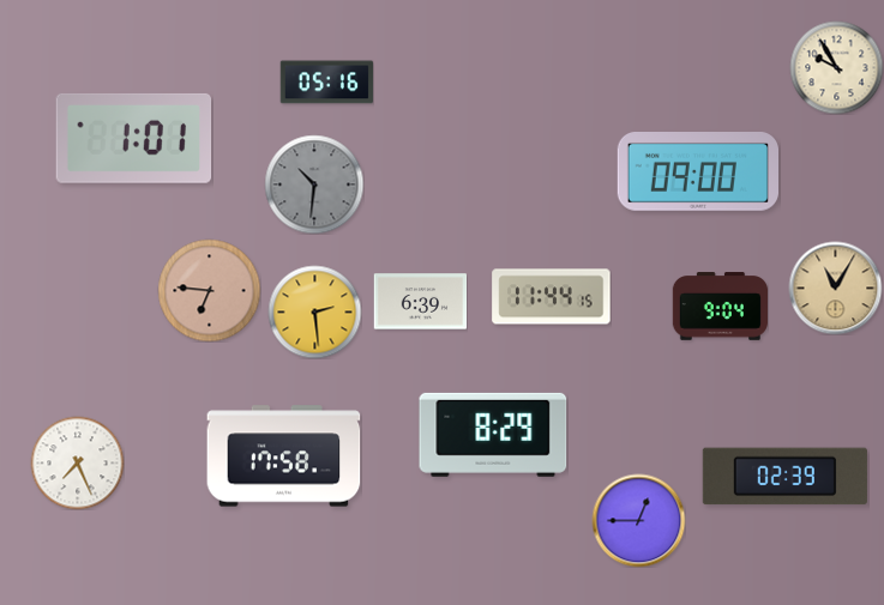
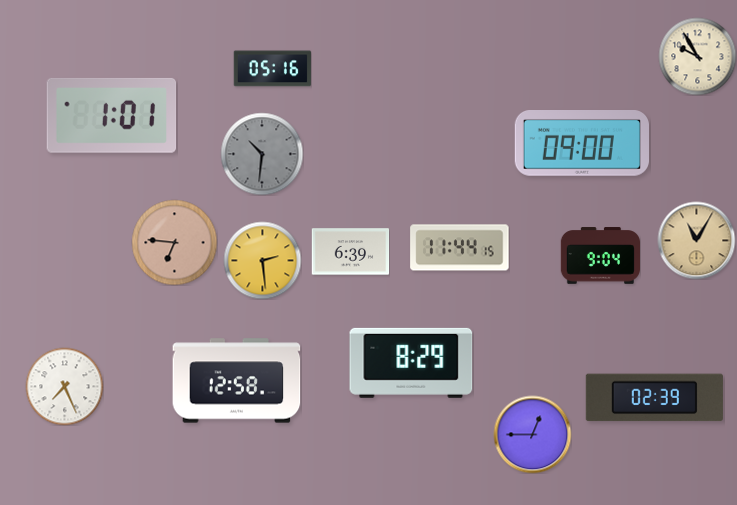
clock at (284, 456): 17:58 -> 12:58
